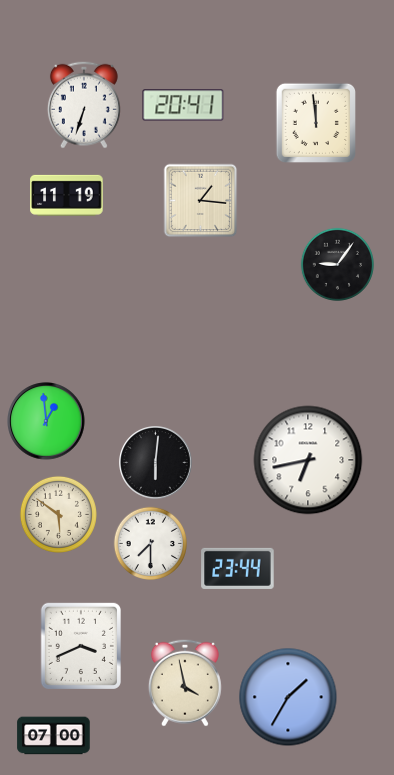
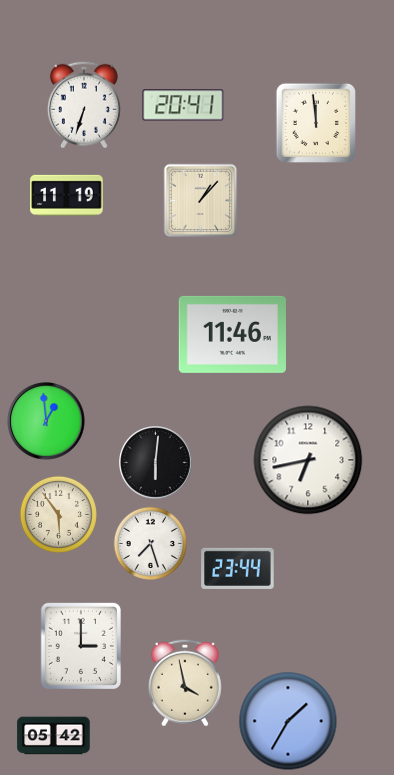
clock at (201, 201): 1:16 -> 1:07
clock at (337, 264): 9:06 -> none
clock at (232, 334): none -> 11:46
clock at (58, 514): 5:51 -> 5:54
clock at (150, 543): 7:30 -> 7:27
clock at (81, 646): 3:41 -> 3:00
clock at (288, 697) position: (288, 697) -> (288, 721)
clock at (54, 736): 07:00 -> 05:42
